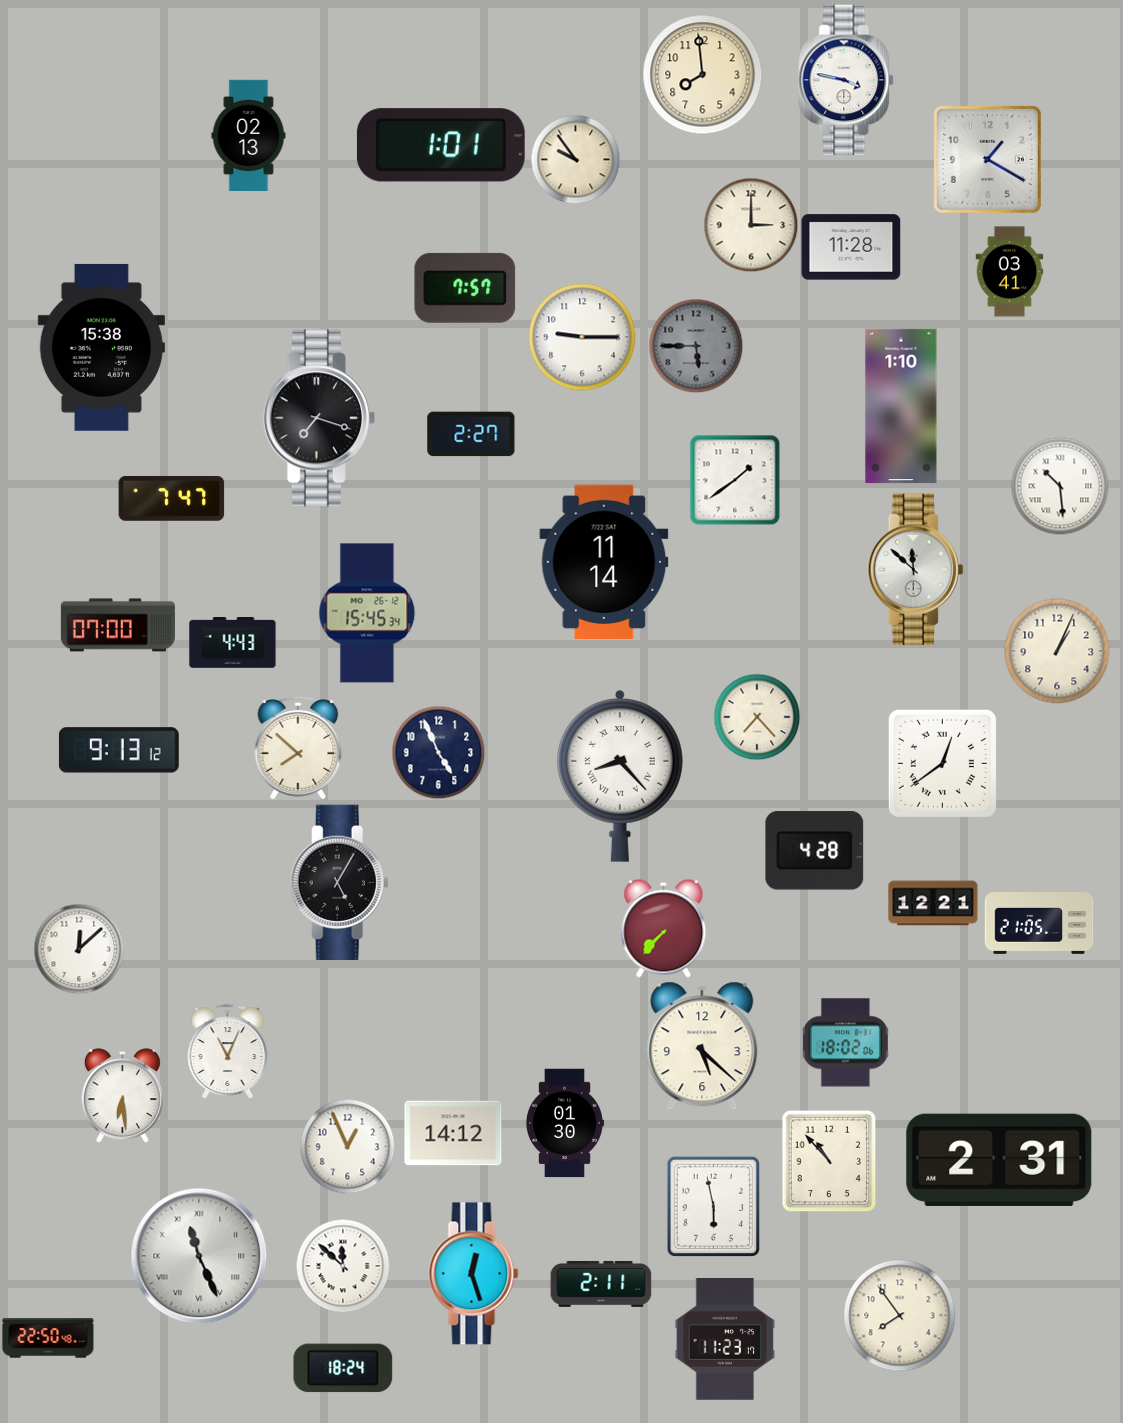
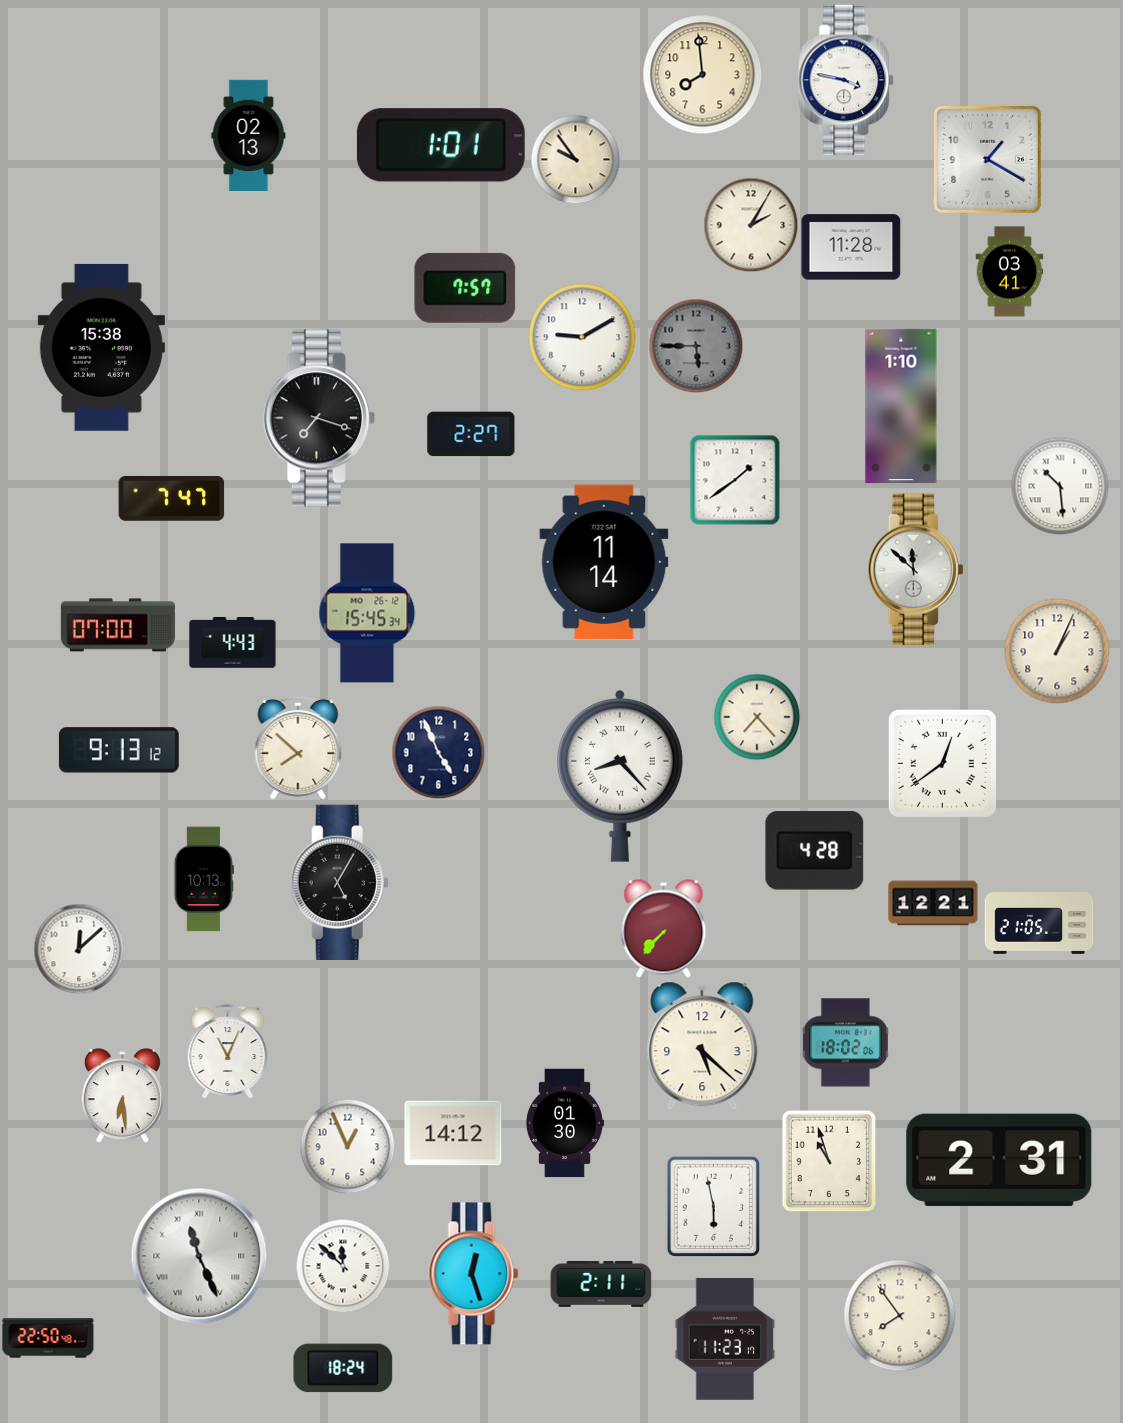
clock at (751, 225): 3:00 -> 2:05
clock at (582, 337): 9:15 -> 9:10
clock at (204, 879): none -> 10:13
clock at (829, 1161): 10:53 -> 10:57
